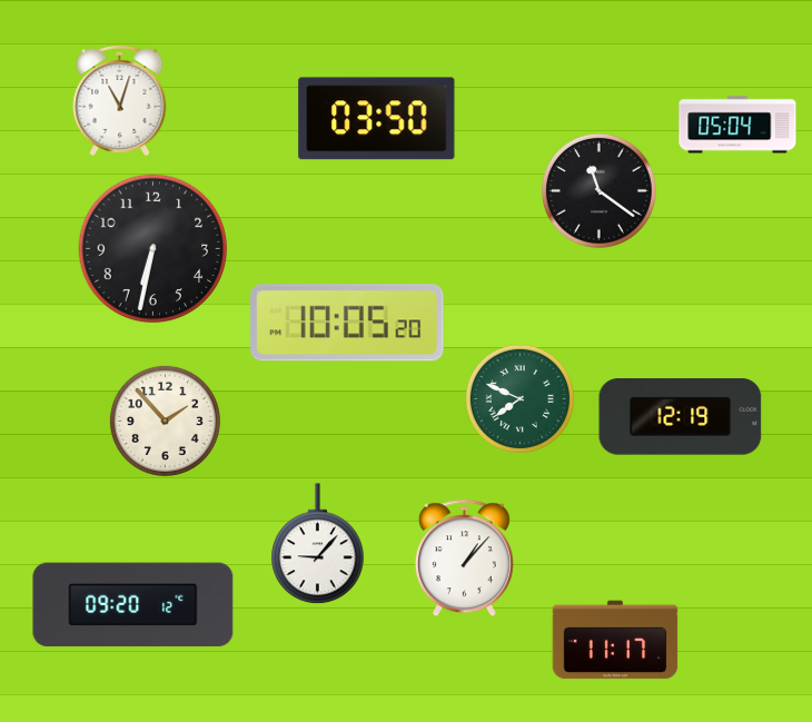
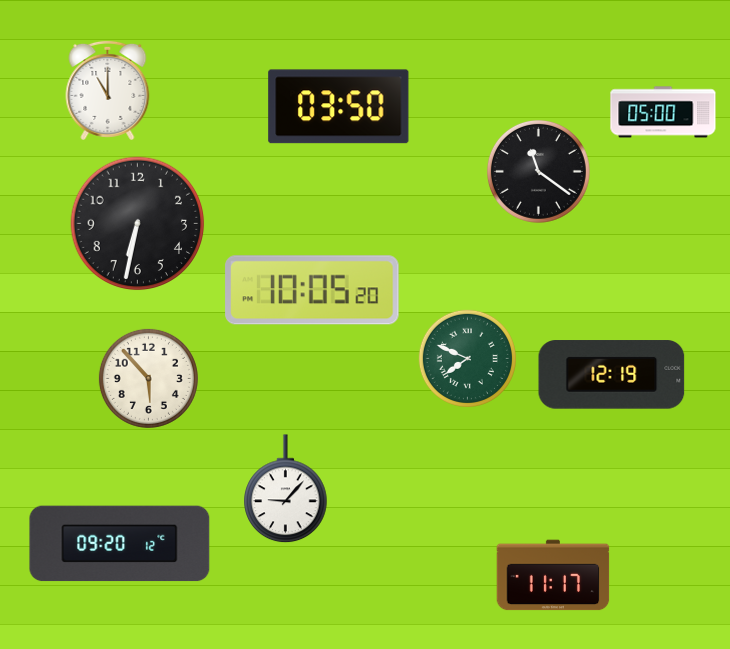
clock at (120, 100): 11:03 -> 11:00
clock at (737, 125): 05:04 -> 05:00
clock at (165, 421): 1:53 -> 5:53
clock at (464, 558): 1:07 -> none
